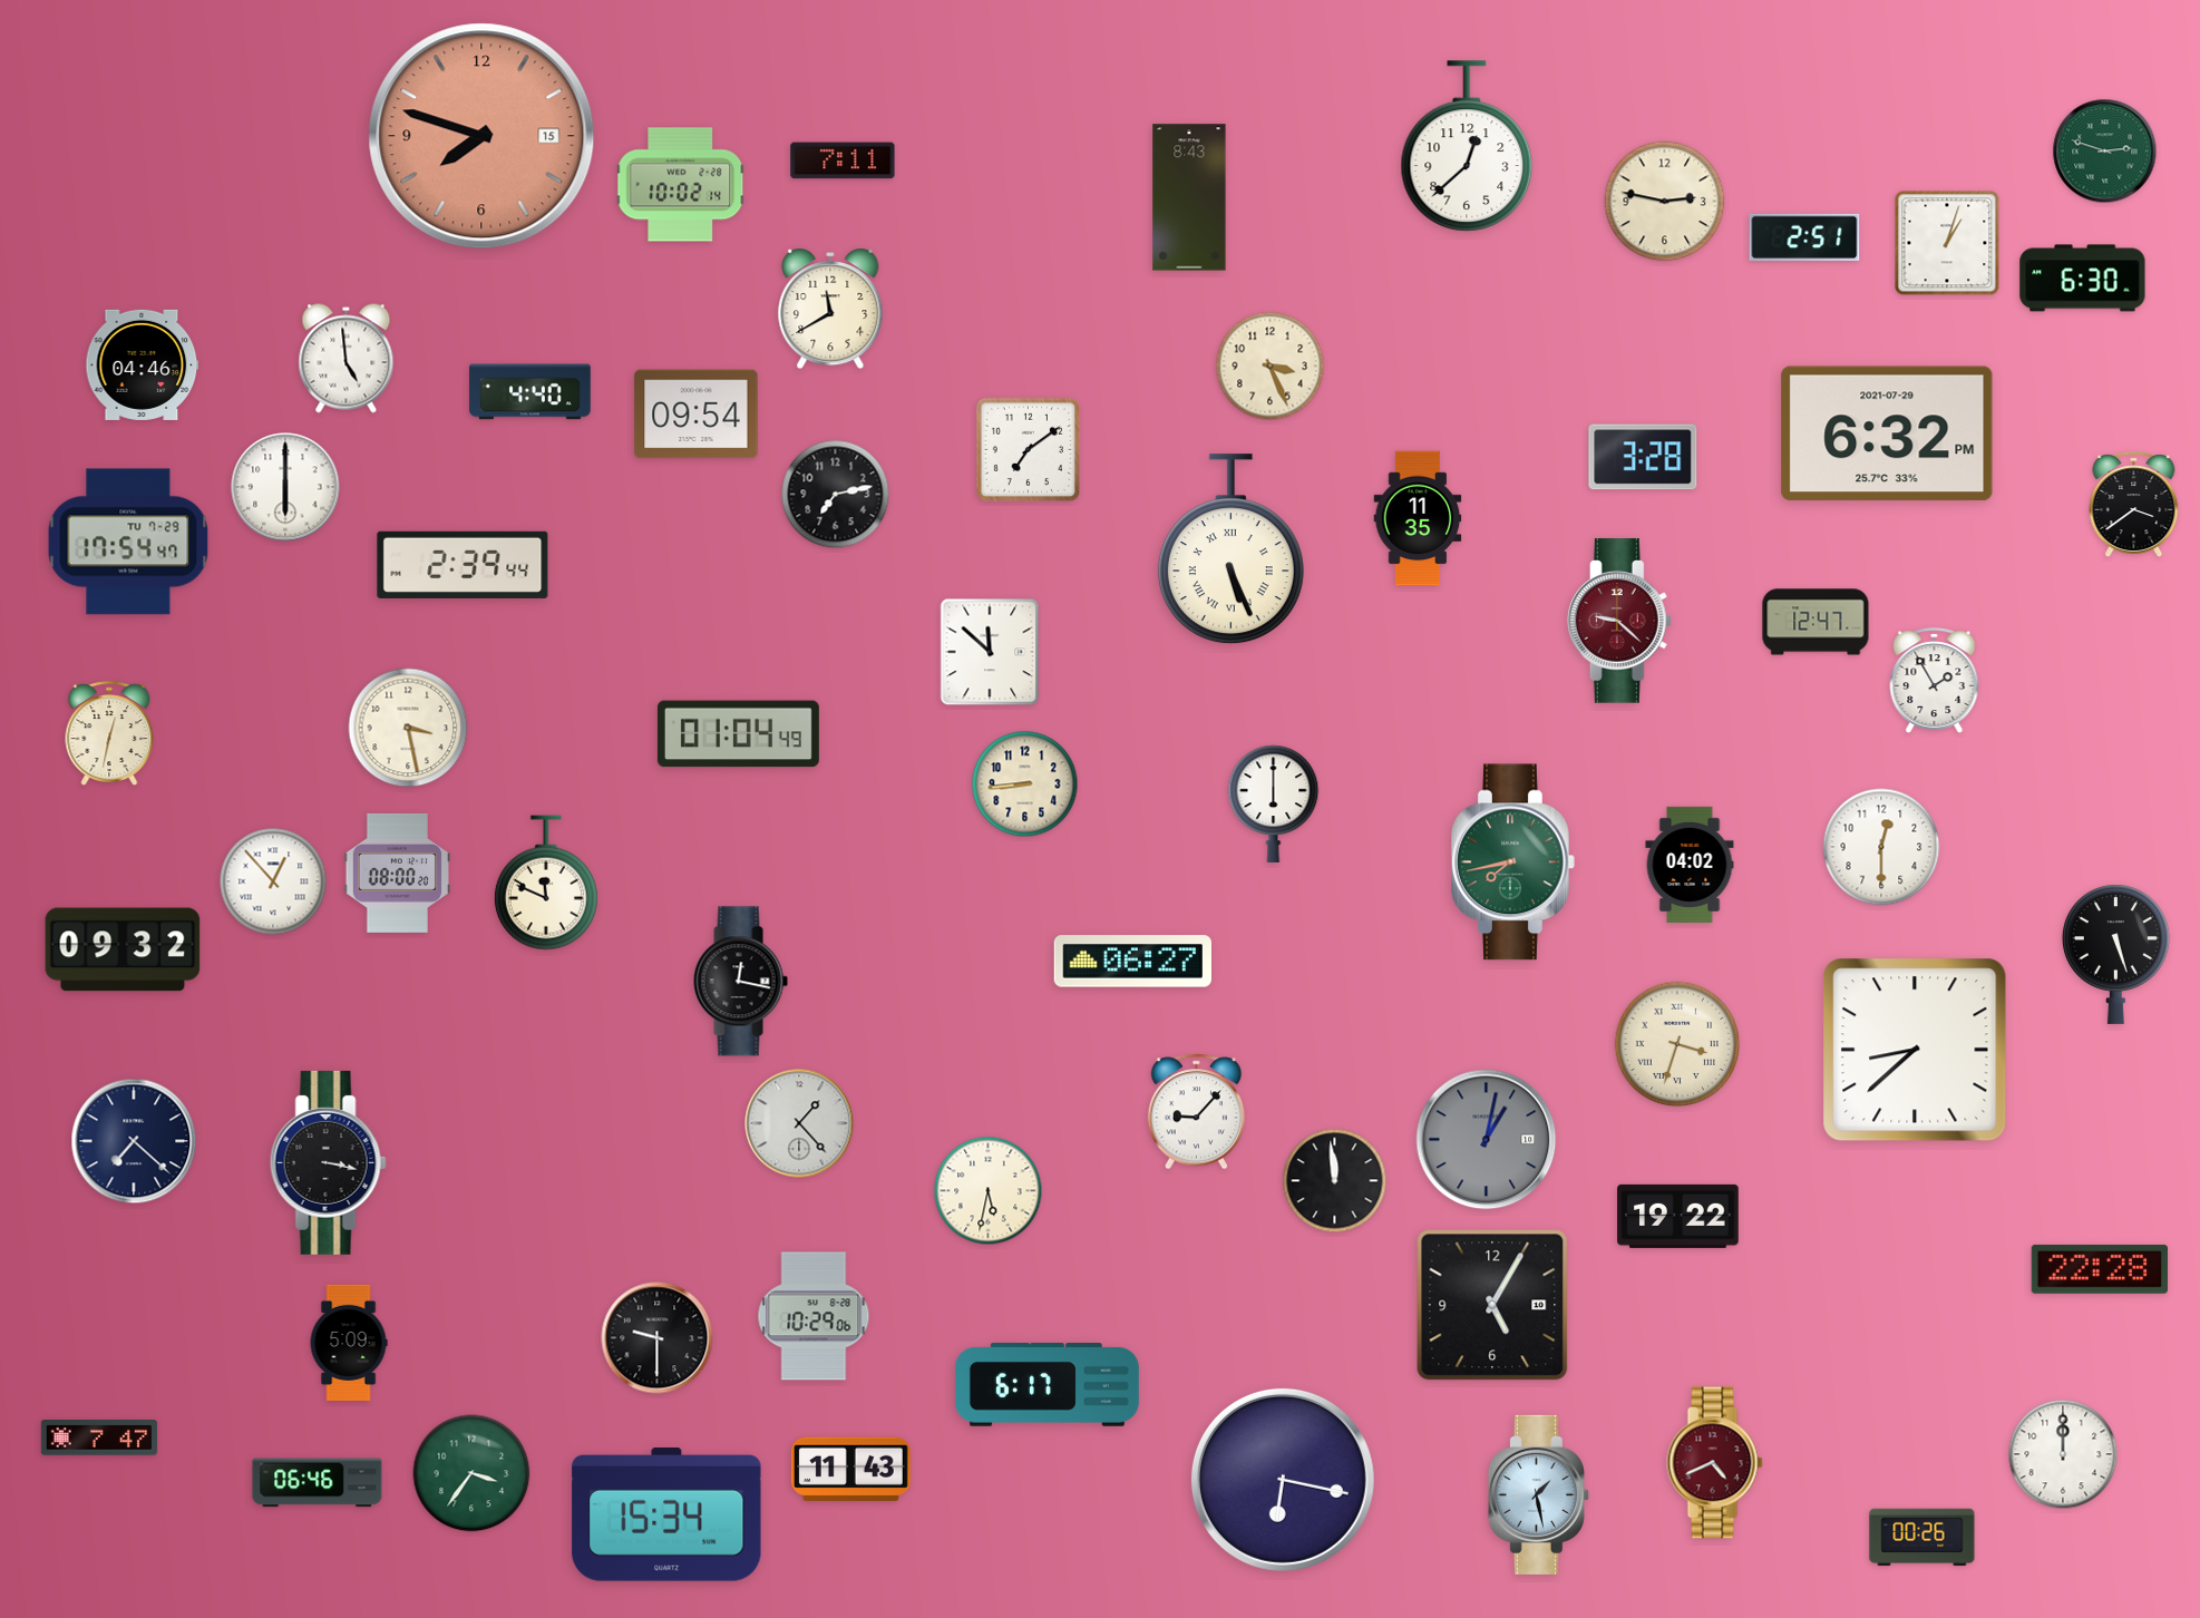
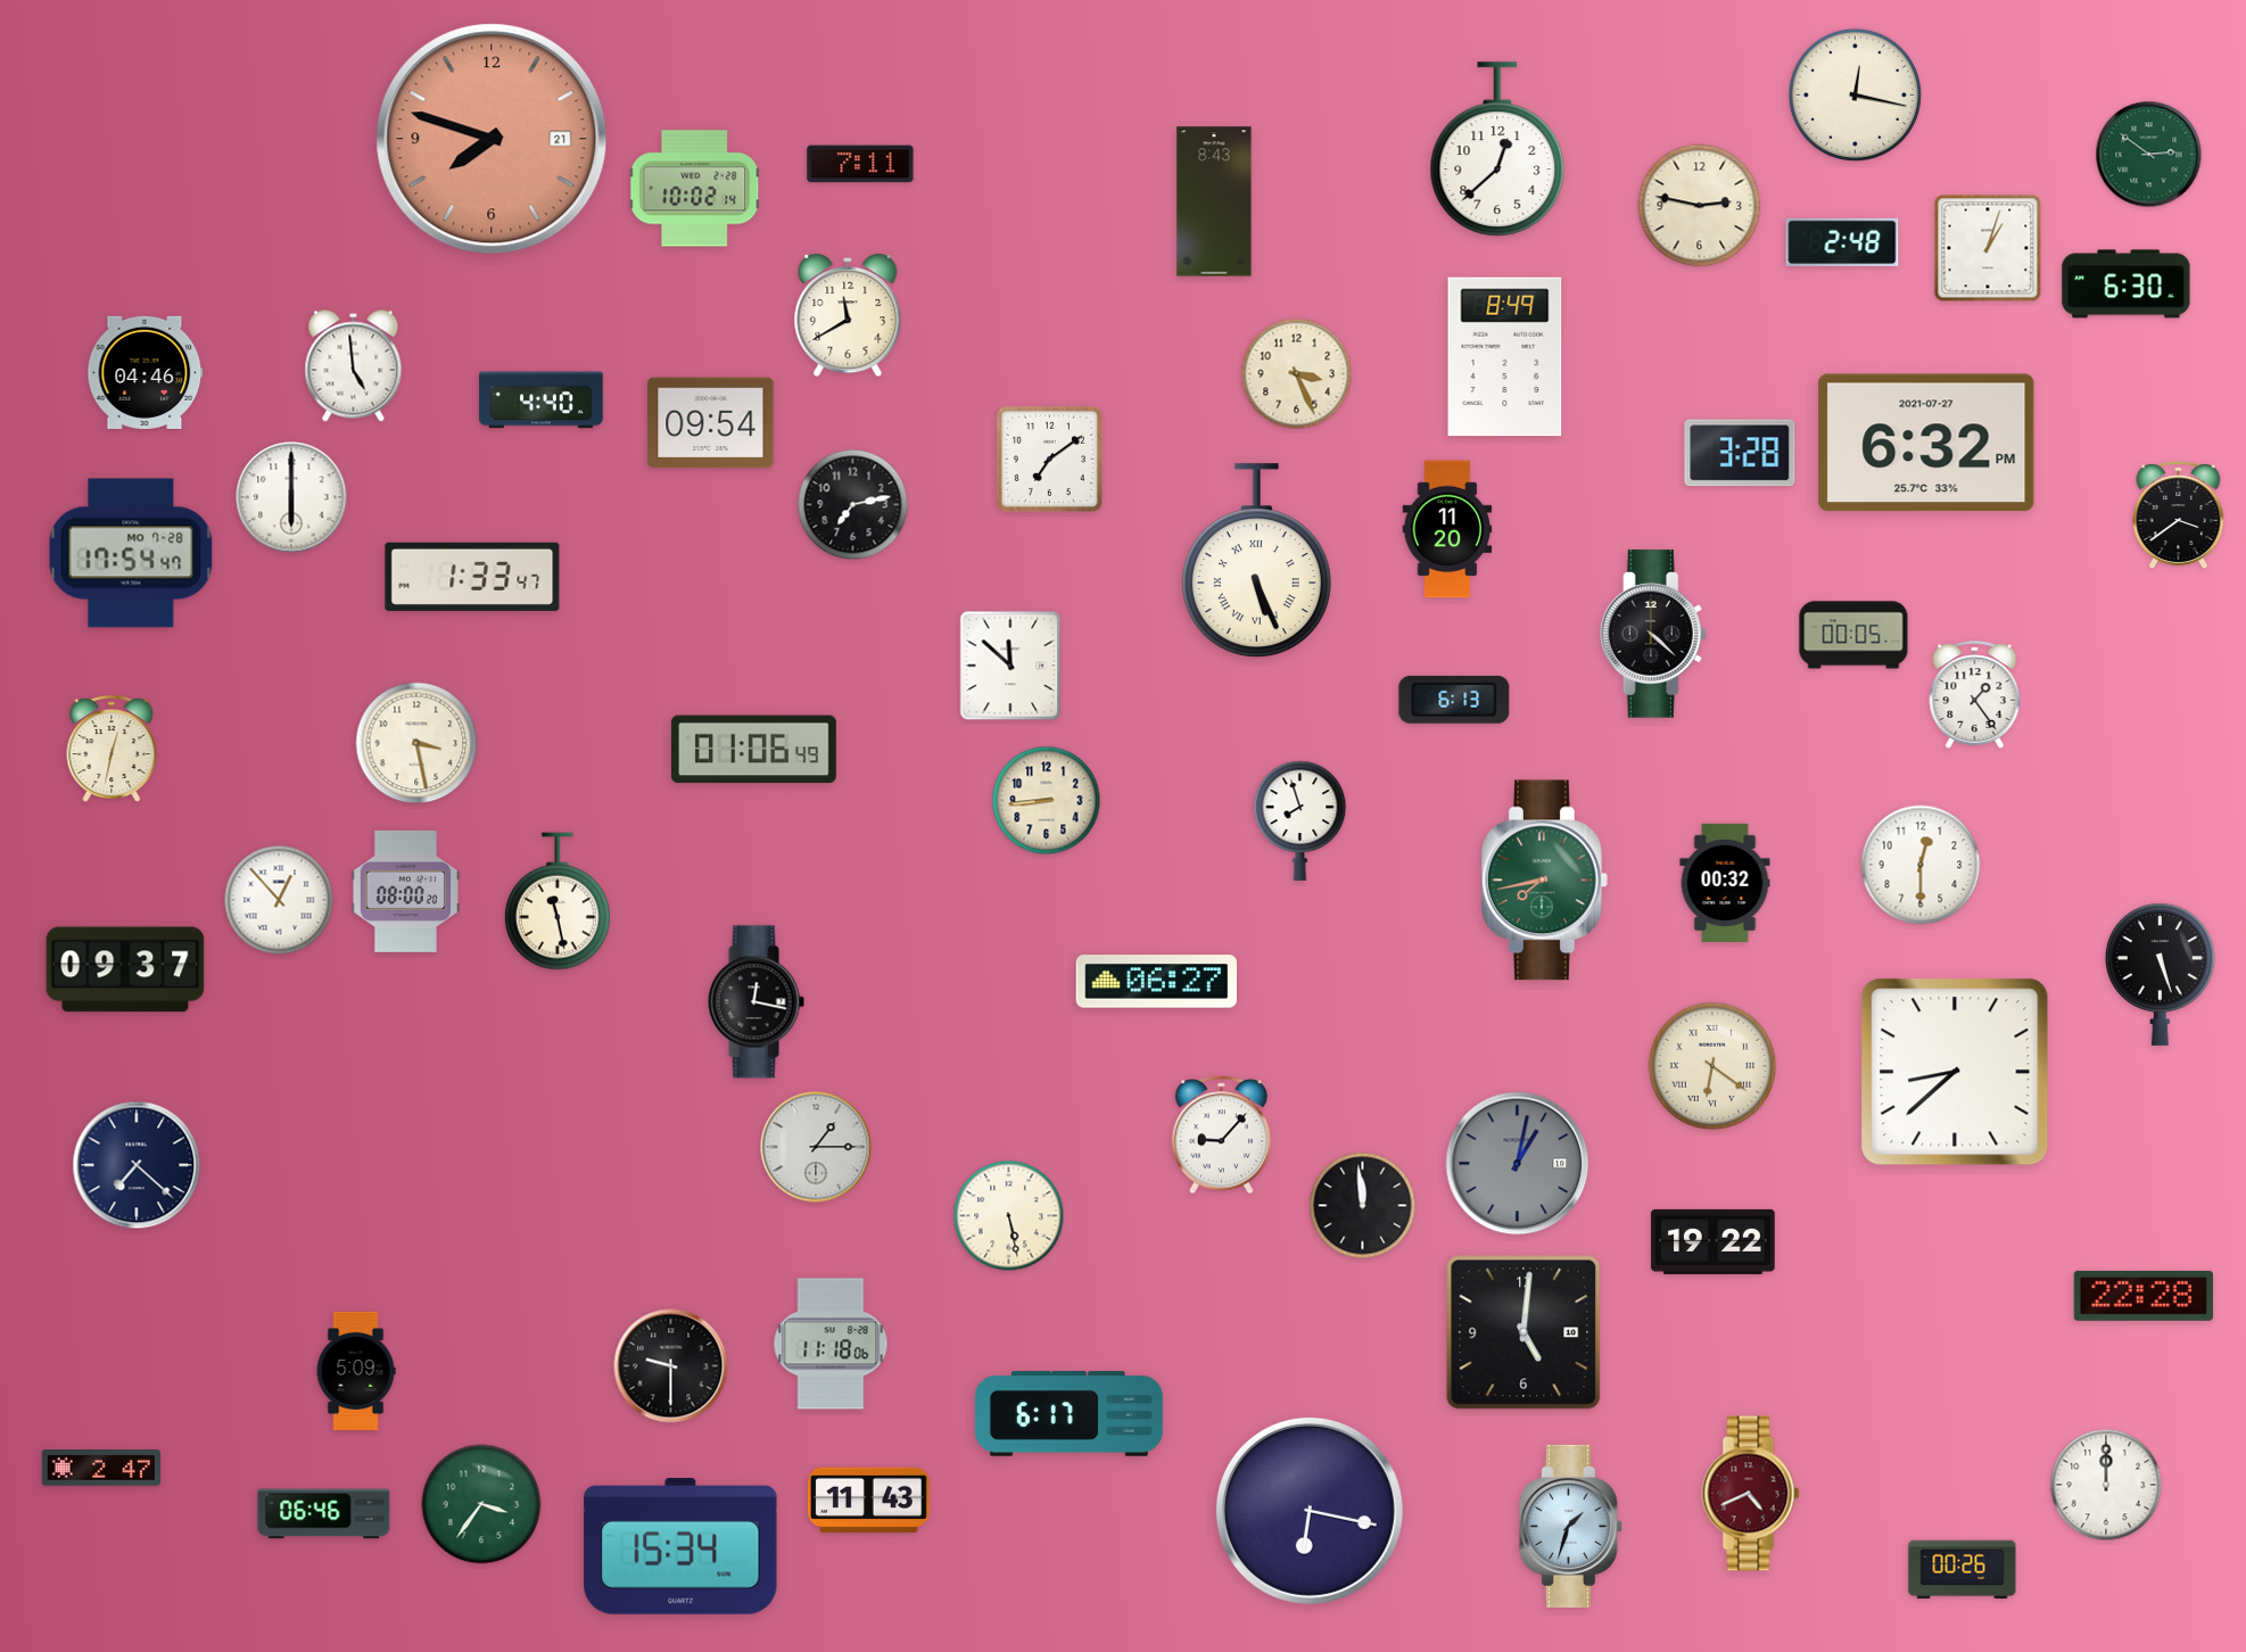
clock at (1855, 94): none -> 12:17
clock at (481, 136) date: 15 -> 21
clock at (2105, 152): 2:48 -> 2:51
clock at (1804, 236): 2:51 -> 2:48
clock at (1505, 357): none -> 8:49
clock at (1887, 433) date: 2021-07-29 -> 2021-07-27
clock at (1643, 457) position: (1643, 457) -> (1740, 453)
clock at (1418, 518): 11:35 -> 11:20
clock at (128, 542) date: TU 7-29 -> MO 7-28
clock at (463, 565): 2:39 -> 1:33
clock at (1619, 621): 9:22 -> 4:22
clock at (1619, 621) dial: burgundy -> black
clock at (1816, 622): 12:47 -> 00:05
clock at (1935, 681): 1:55 -> 1:24
clock at (1454, 700): none -> 6:13
clock at (738, 734): 01:04 -> 01:06
clock at (1274, 803): 6:00 -> 7:57
clock at (1690, 864): 04:02 -> 00:32
clock at (546, 883): 11:49 -> 11:28
clock at (123, 949): 09:32 -> 09:37
clock at (1677, 1044): 3:33 -> 6:21
clock at (799, 1123): 1:23 -> 1:15
clock at (328, 1162): 3:17 -> none
clock at (989, 1191): 5:32 -> 5:28
clock at (1492, 1305): 5:05 -> 5:01
clock at (814, 1316): 10:29 -> 11:18
clock at (99, 1439): 7:47 -> 2:47
clock at (1538, 1494): 1:28 -> 1:33
